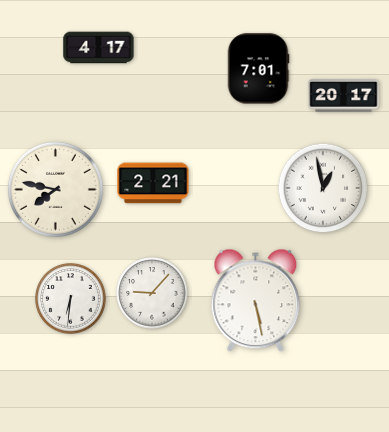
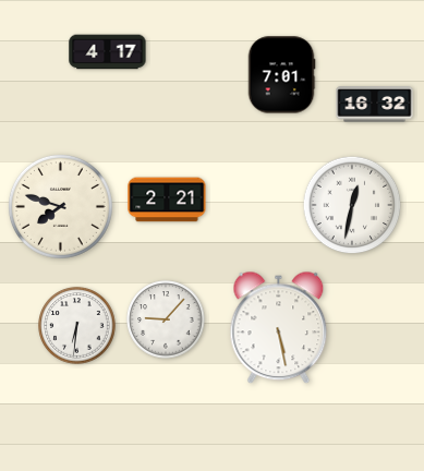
clock at (344, 96): 20:17 -> 16:32
clock at (323, 188): 12:58 -> 12:32
clock at (55, 189): 7:47 -> 7:48
